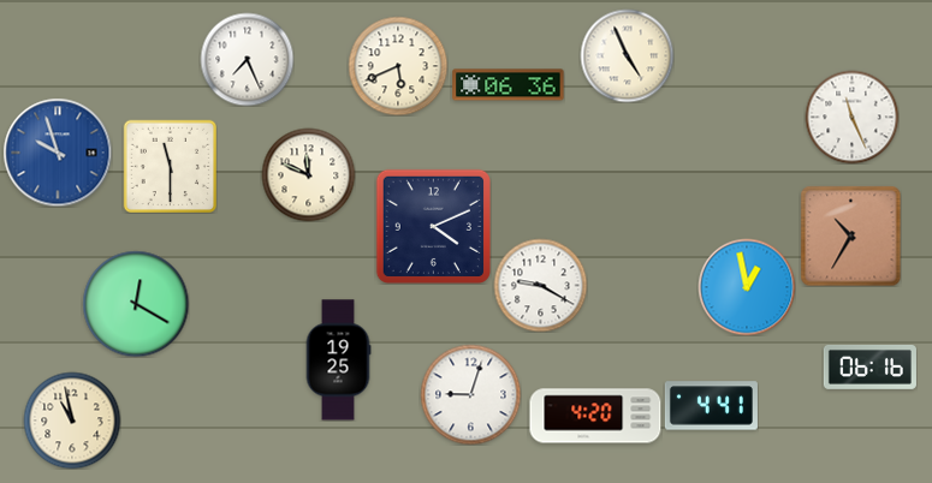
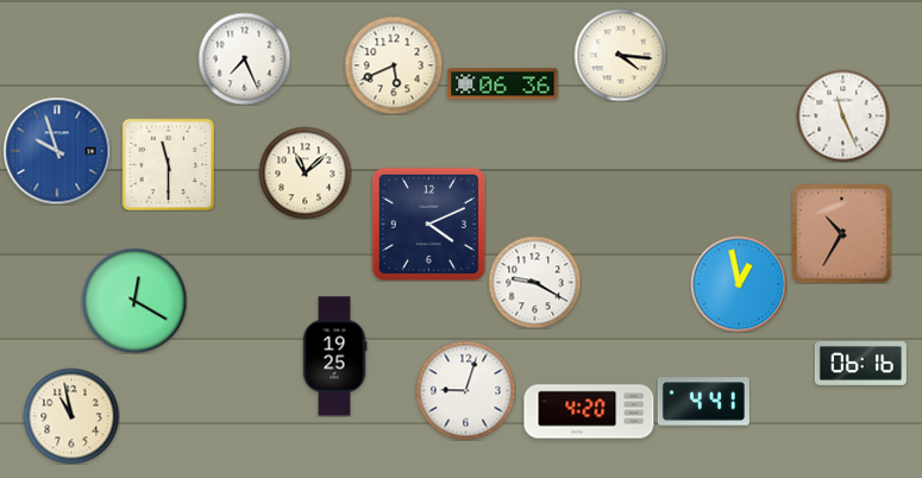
clock at (627, 55): 4:56 -> 4:16
clock at (308, 174): 11:49 -> 11:08
